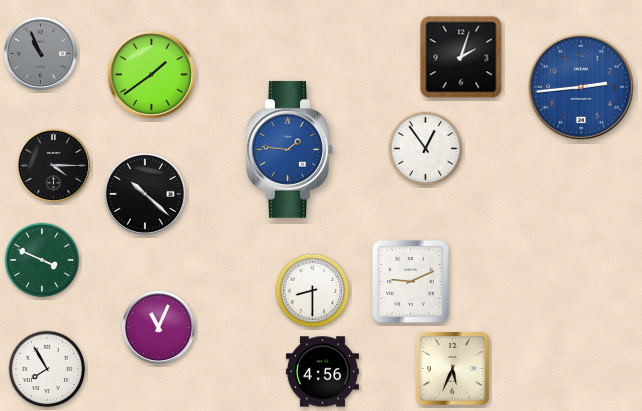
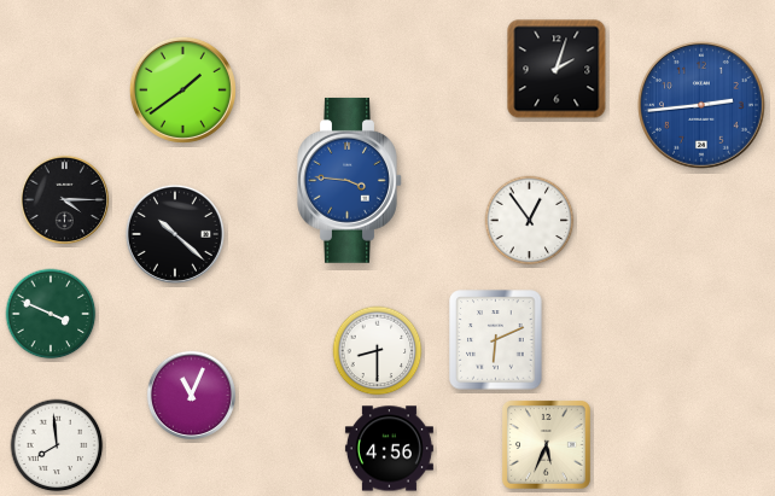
clock at (40, 53): 10:56 -> none
clock at (290, 149): 1:46 -> 3:46
clock at (426, 149) position: (426, 149) -> (530, 221)
clock at (411, 282): 9:11 -> 6:11
clock at (47, 369): 7:55 -> 7:59
